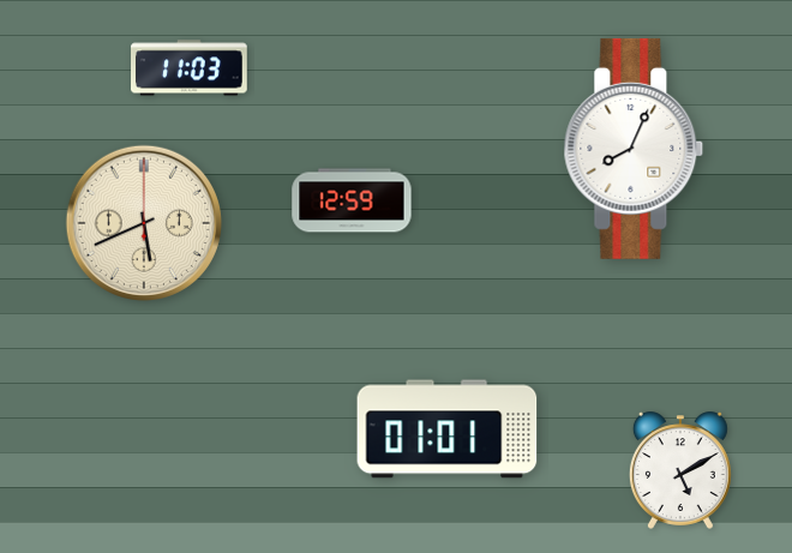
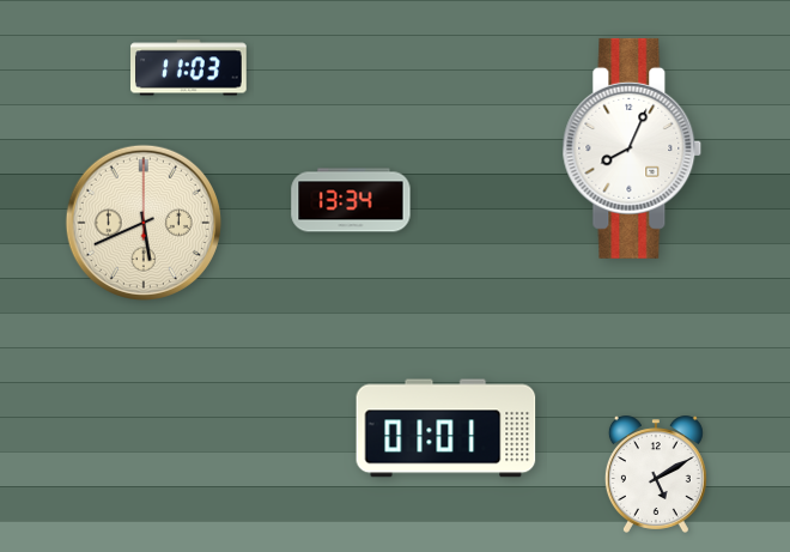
clock at (352, 200): 12:59 -> 13:34
clock at (680, 470) position: (680, 470) -> (656, 474)
